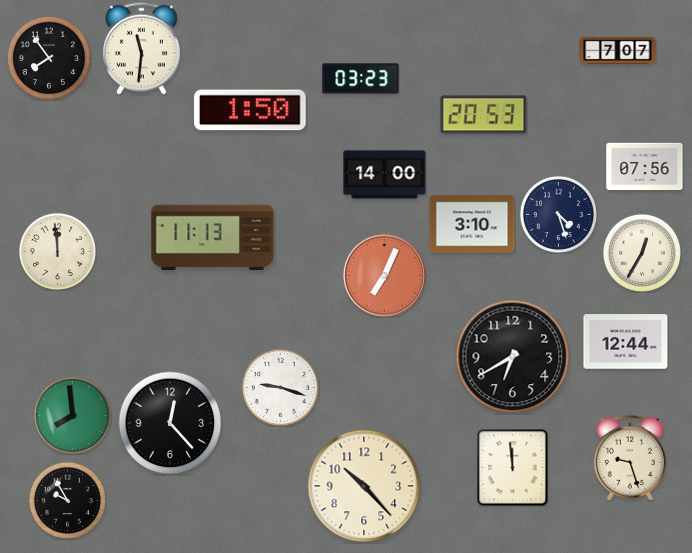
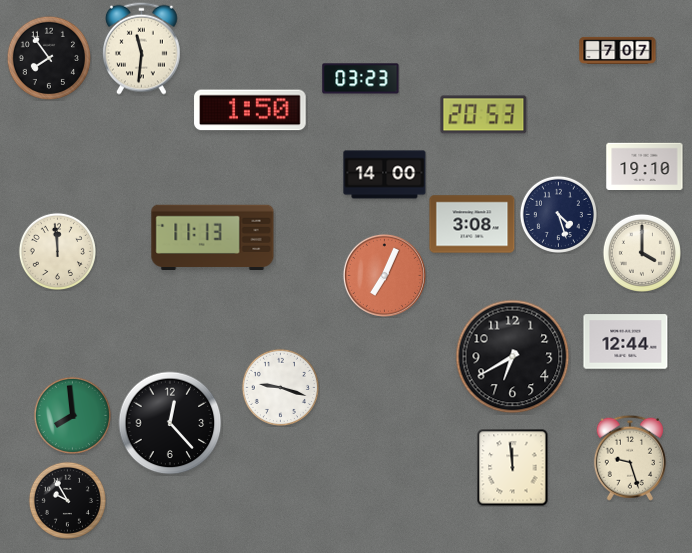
clock at (645, 167): 07:56 -> 19:10
clock at (472, 224): 3:10 -> 3:08
clock at (642, 253): 12:35 -> 4:00
clock at (364, 486): 10:23 -> none
